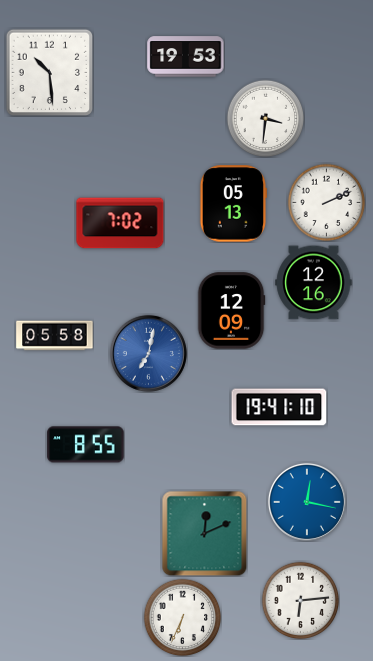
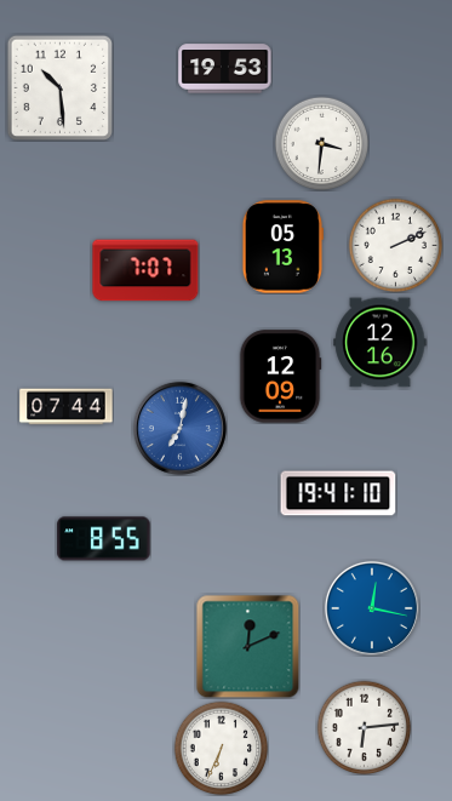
clock at (120, 223): 7:02 -> 7:07
clock at (55, 336): 05:58 -> 07:44
